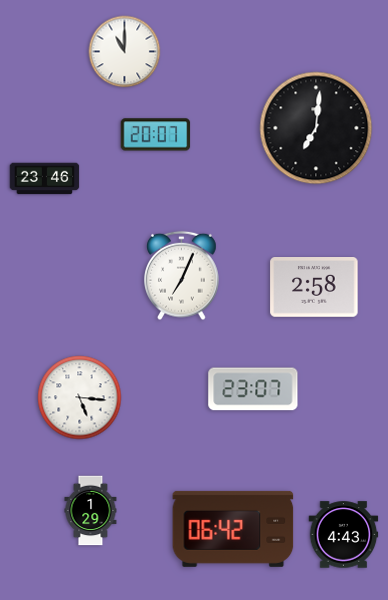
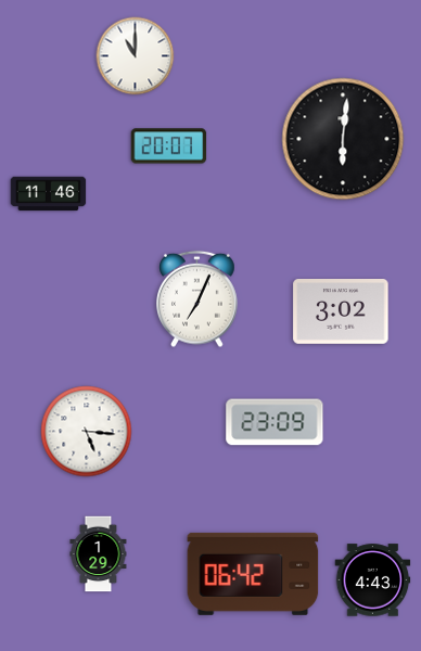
clock at (316, 128): 7:01 -> 6:01
clock at (45, 179): 23:46 -> 11:46
clock at (314, 288): 2:58 -> 3:02
clock at (253, 389): 23:07 -> 23:09
